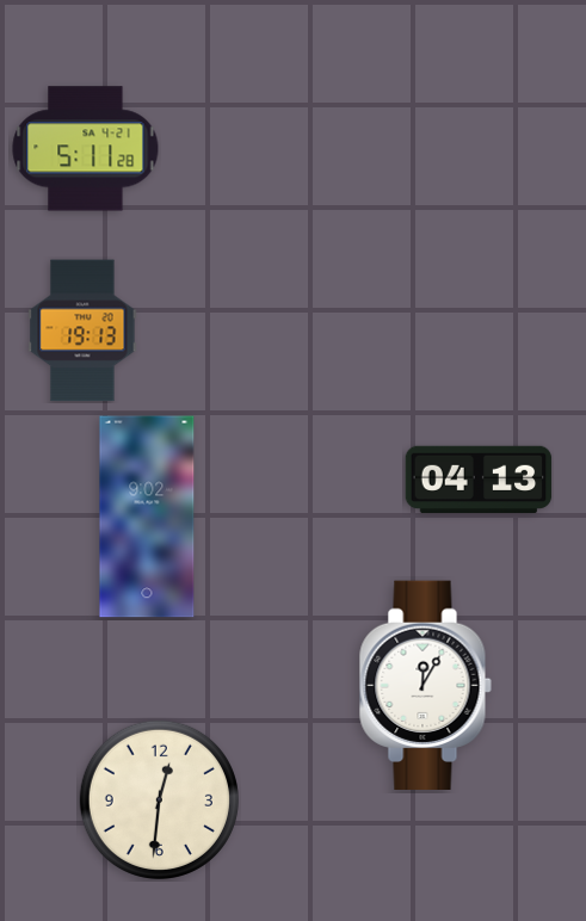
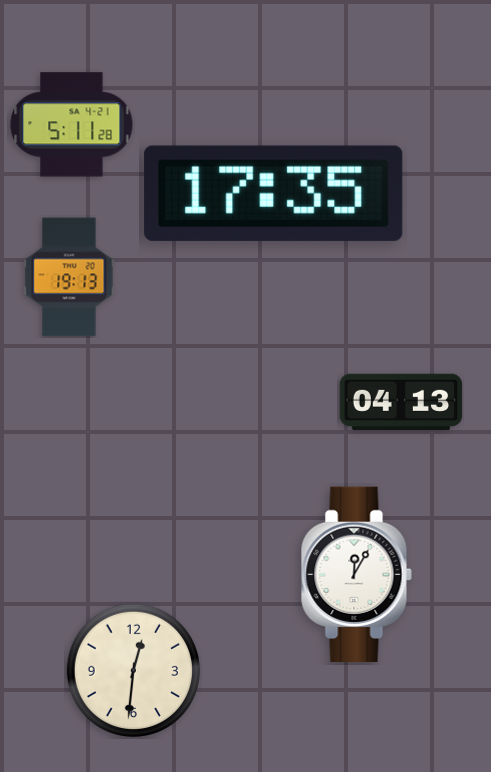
clock at (274, 193): none -> 17:35
clock at (147, 517): 9:02 -> none
